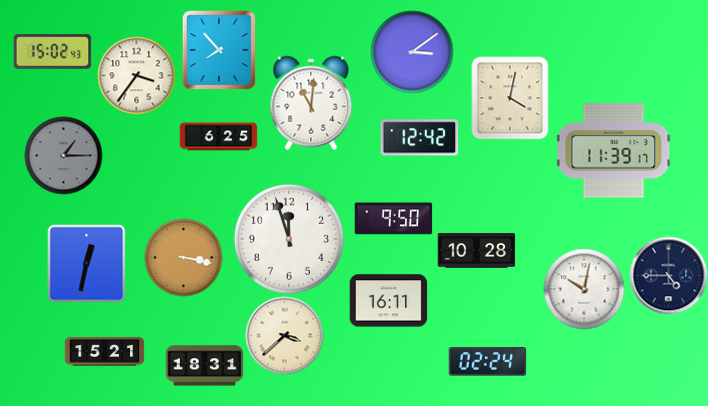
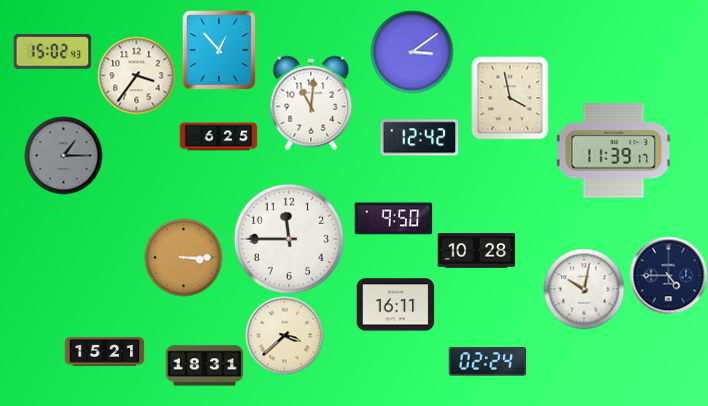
clock at (219, 50): 7:53 -> 12:53
clock at (510, 98): 4:02 -> 3:58
clock at (289, 239): 11:57 -> 11:45
clock at (183, 257): 3:17 -> 3:15
clock at (86, 263): 12:32 -> none
clock at (388, 301) position: (388, 301) -> (395, 305)
